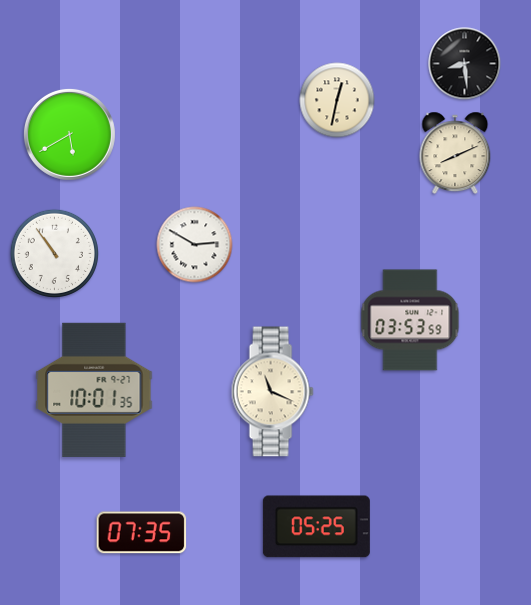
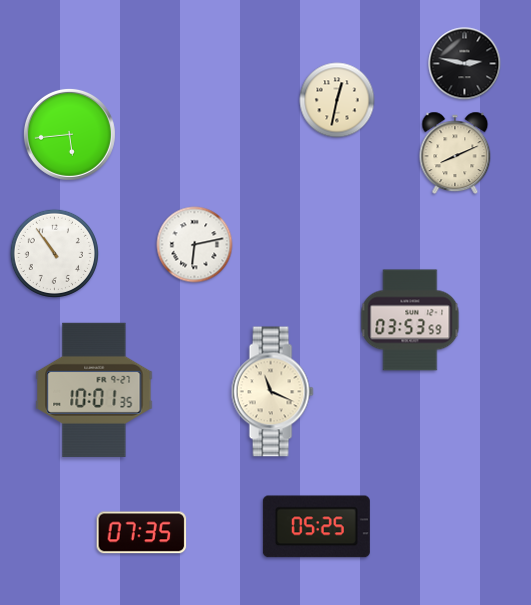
clock at (465, 64): 8:29 -> 2:47
clock at (69, 134): 5:40 -> 5:44
clock at (195, 245): 2:50 -> 6:13
